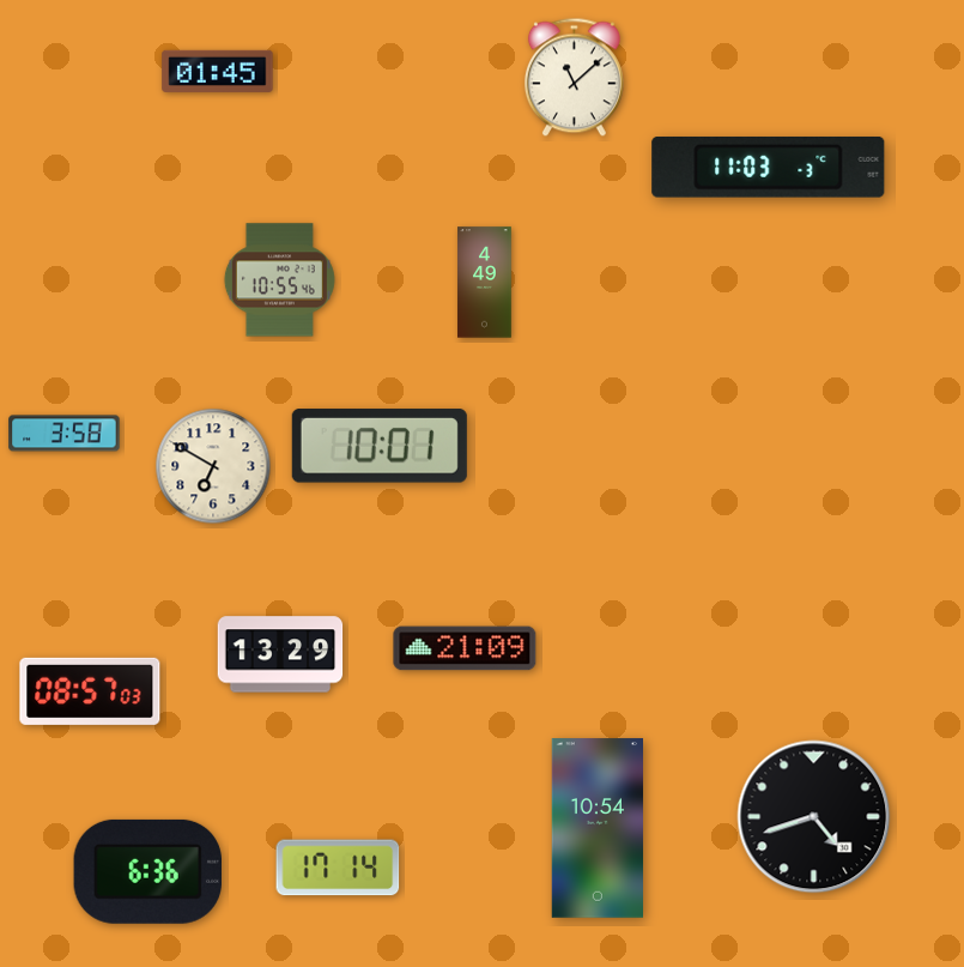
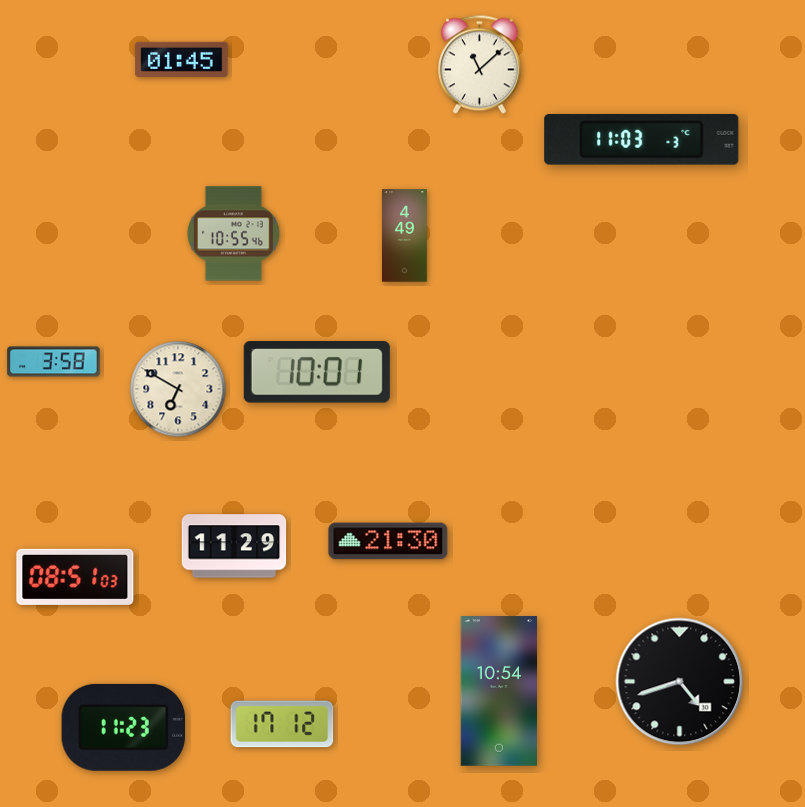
clock at (465, 648): 21:09 -> 21:30
clock at (280, 654): 13:29 -> 11:29
clock at (90, 691): 08:57 -> 08:51
clock at (338, 868): 17:14 -> 17:12
clock at (147, 871): 6:36 -> 11:23
